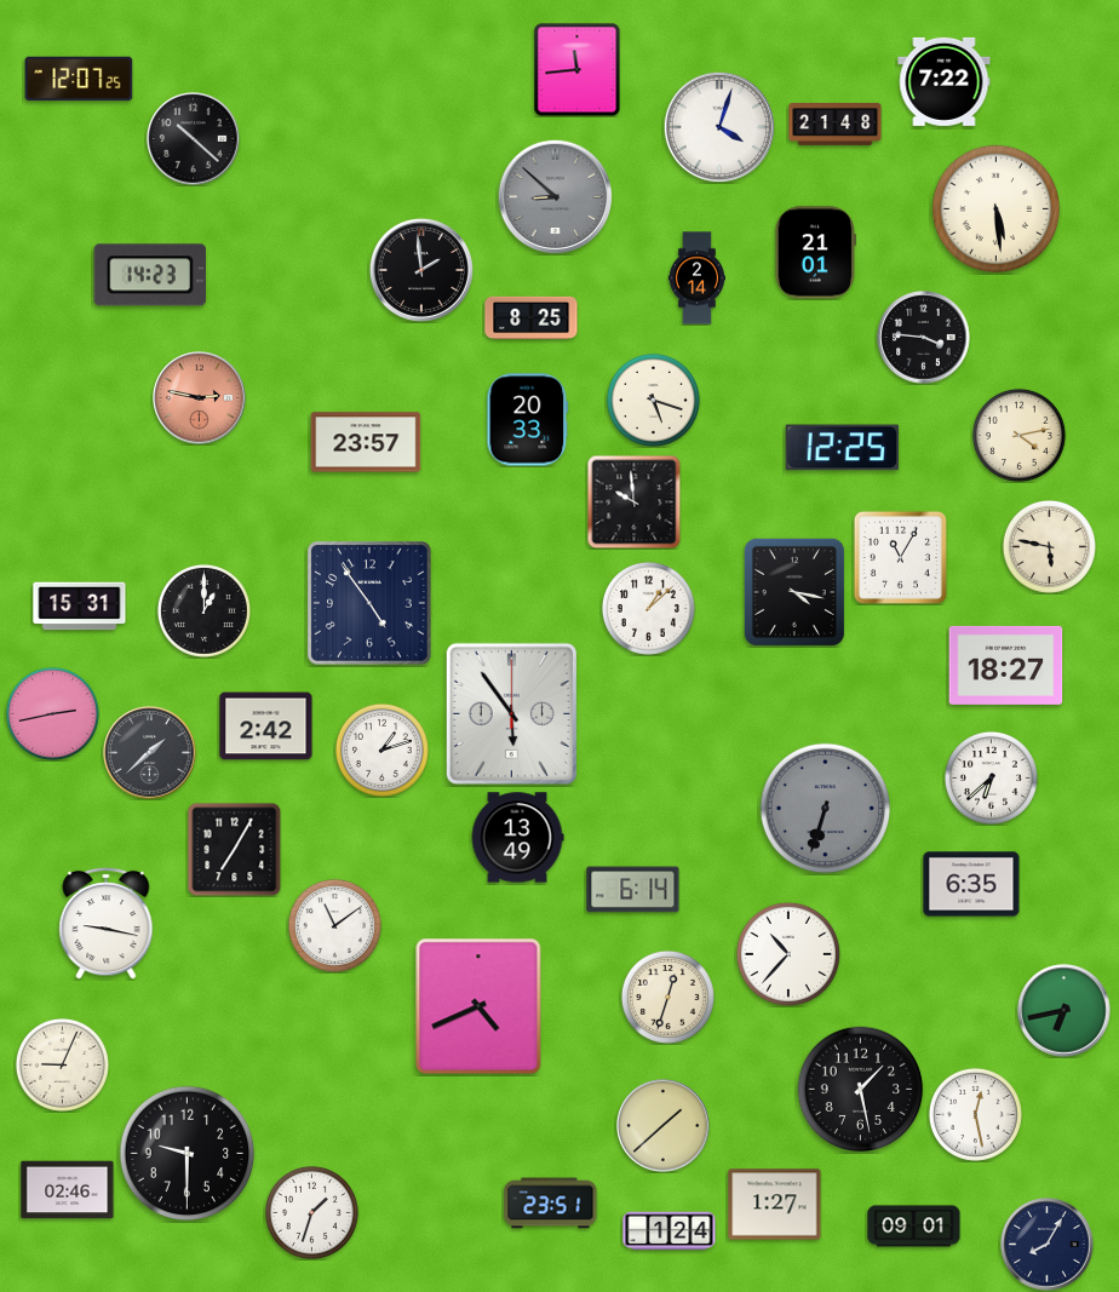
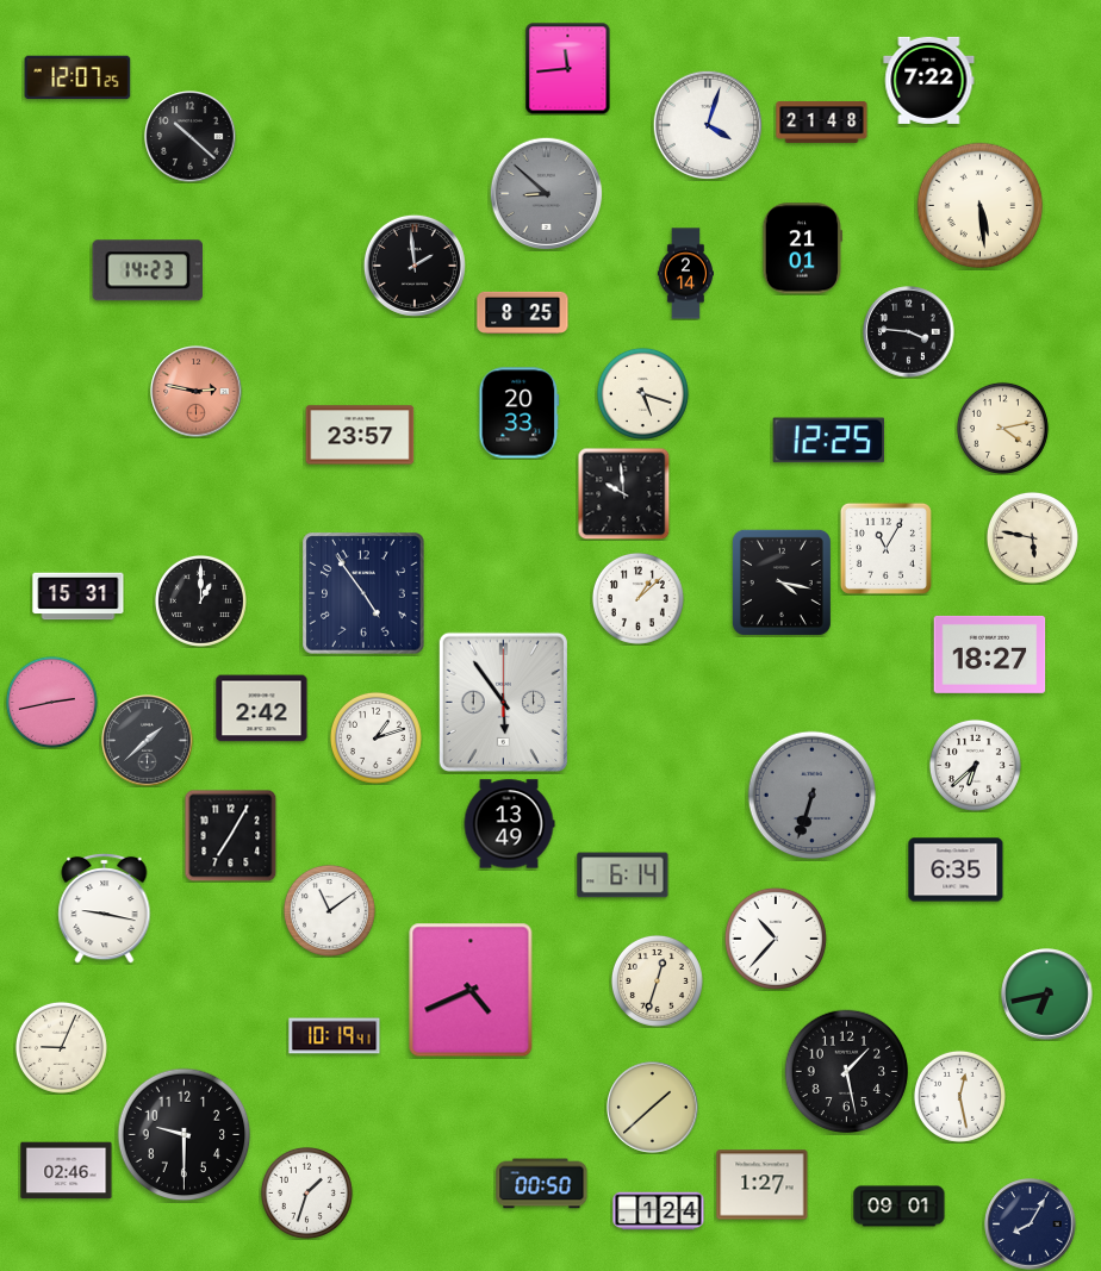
clock at (266, 727) position: (266, 727) -> (262, 709)
clock at (335, 1036): none -> 10:19
clock at (551, 1204): 23:51 -> 00:50
